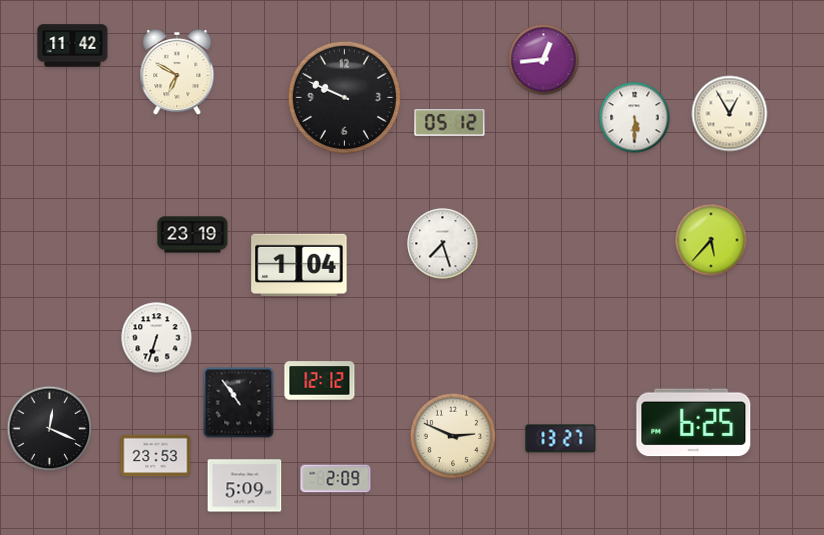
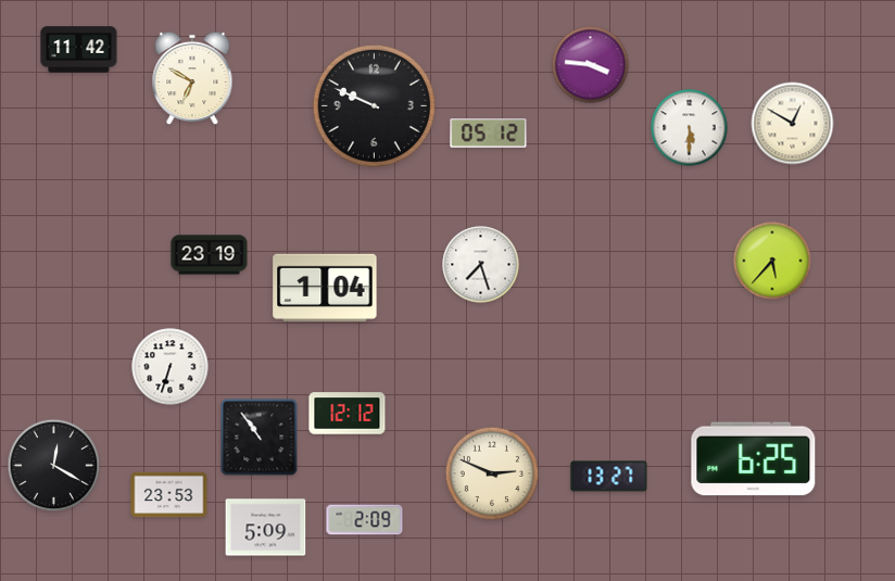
clock at (544, 60): 12:44 -> 3:46
clock at (730, 114): 12:55 -> 12:50
clock at (50, 429): 12:19 -> 12:20
